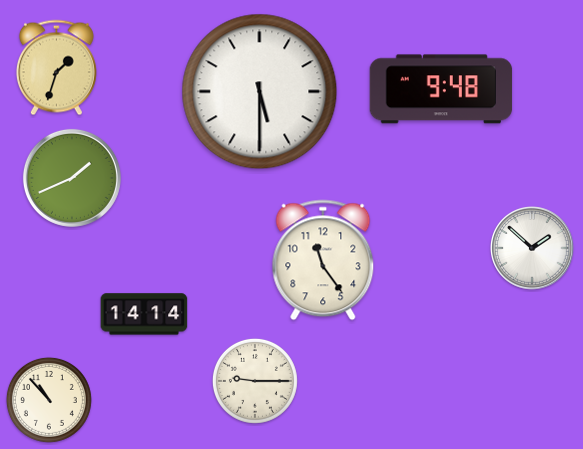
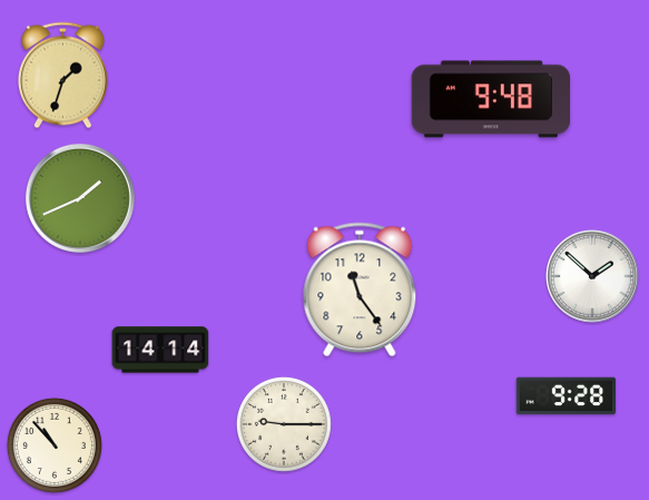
clock at (260, 92): 5:30 -> none
clock at (567, 396): none -> 9:28
